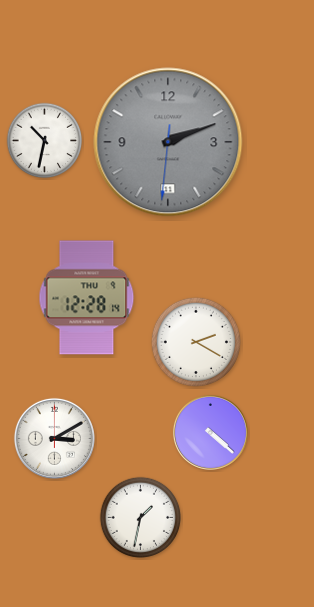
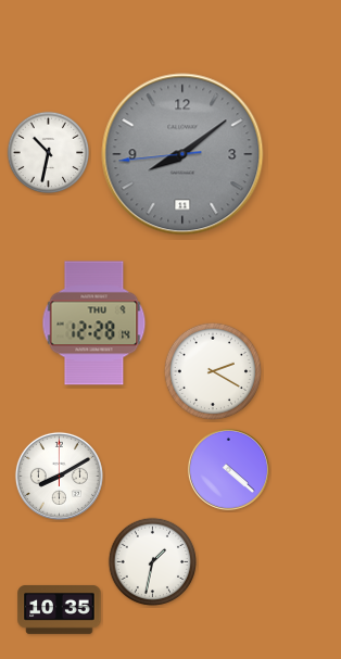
clock at (168, 142): 2:11 -> 8:08
clock at (54, 438): 3:10 -> 8:10
clock at (60, 609): none -> 10:35
